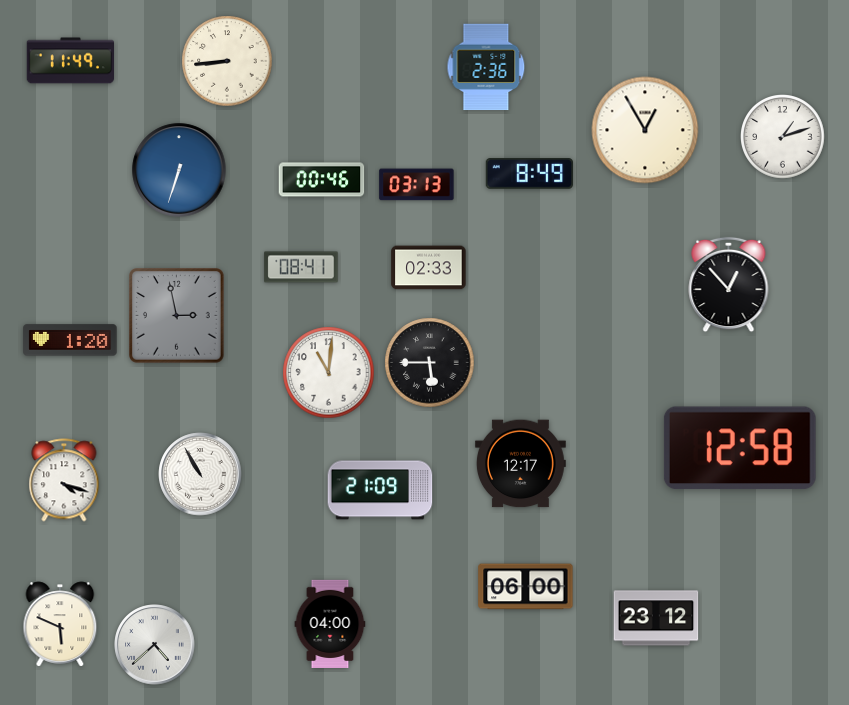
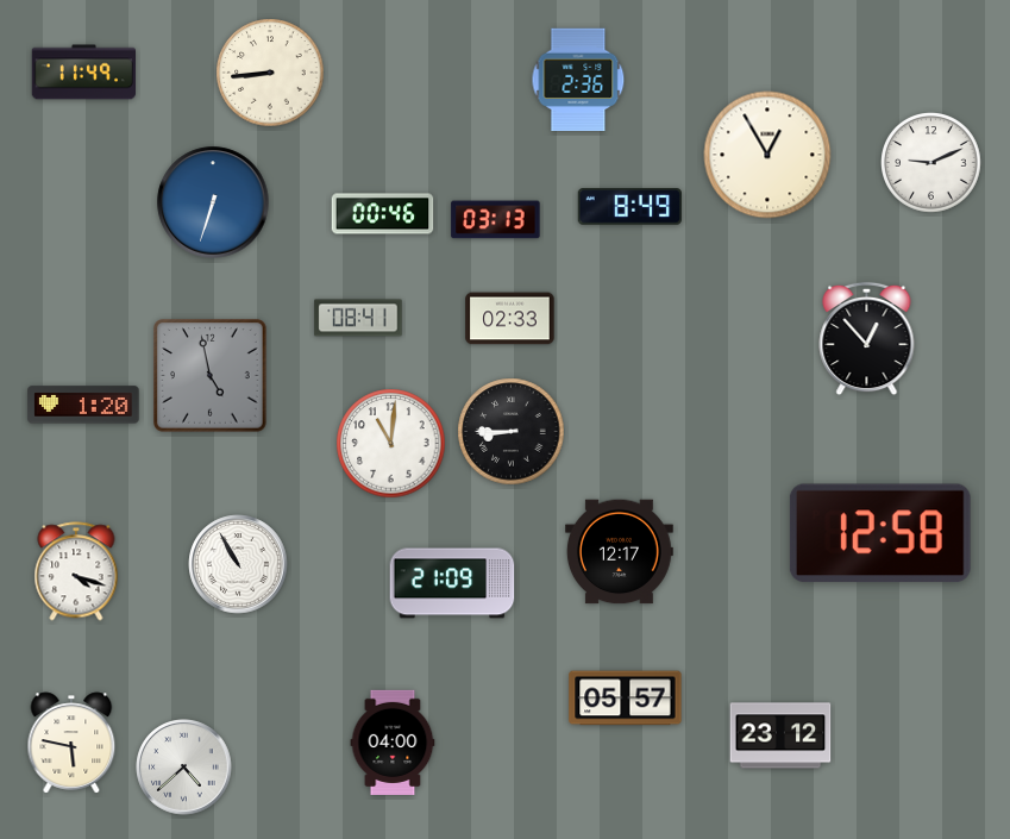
clock at (783, 137): 1:12 -> 9:11
clock at (177, 316): 2:58 -> 4:58
clock at (430, 363): 5:45 -> 8:45
clock at (526, 587): 06:00 -> 05:57
clock at (60, 624): 5:49 -> 5:47
